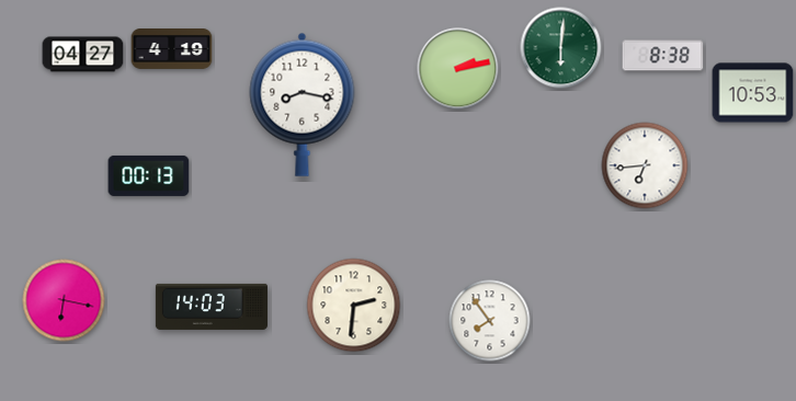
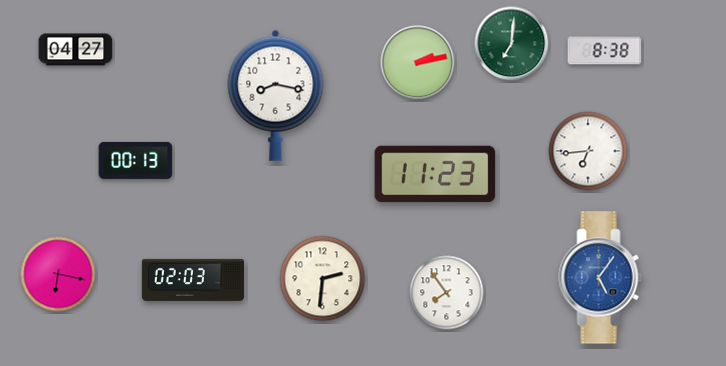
clock at (561, 48): 6:01 -> 7:01
clock at (172, 49): 4:19 -> none
clock at (753, 93): 10:53 -> none
clock at (435, 174): none -> 11:23
clock at (601, 278): none -> 5:06
clock at (212, 307): 14:03 -> 02:03
